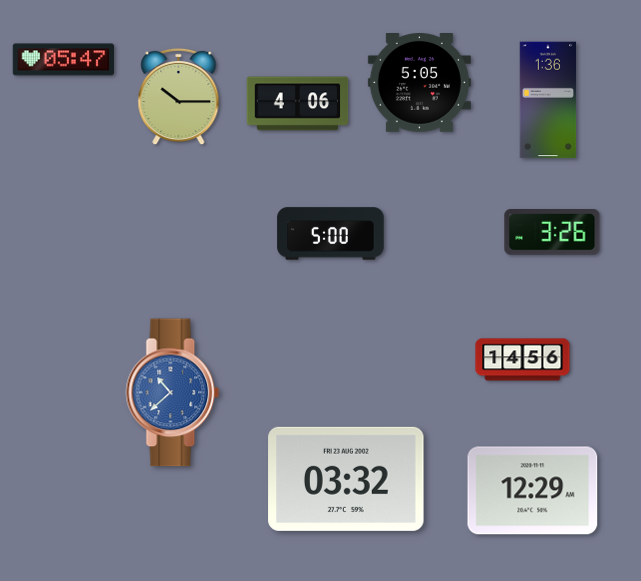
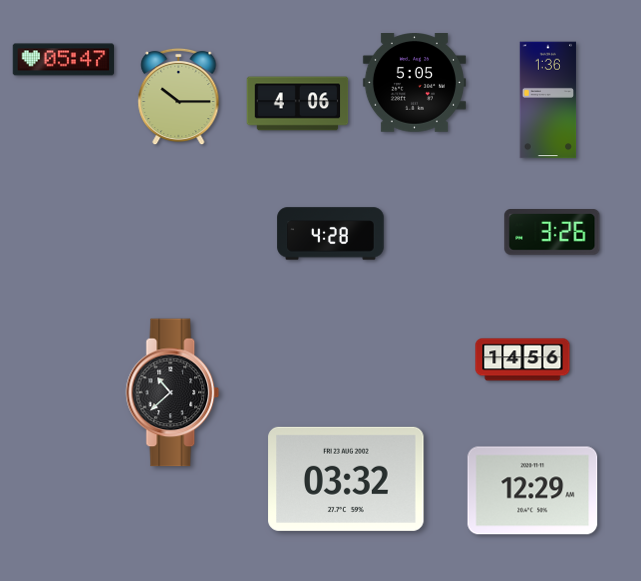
clock at (419, 83) position: (419, 83) -> (414, 83)
clock at (331, 234): 5:00 -> 4:28
clock at (173, 393) dial: blue -> black
